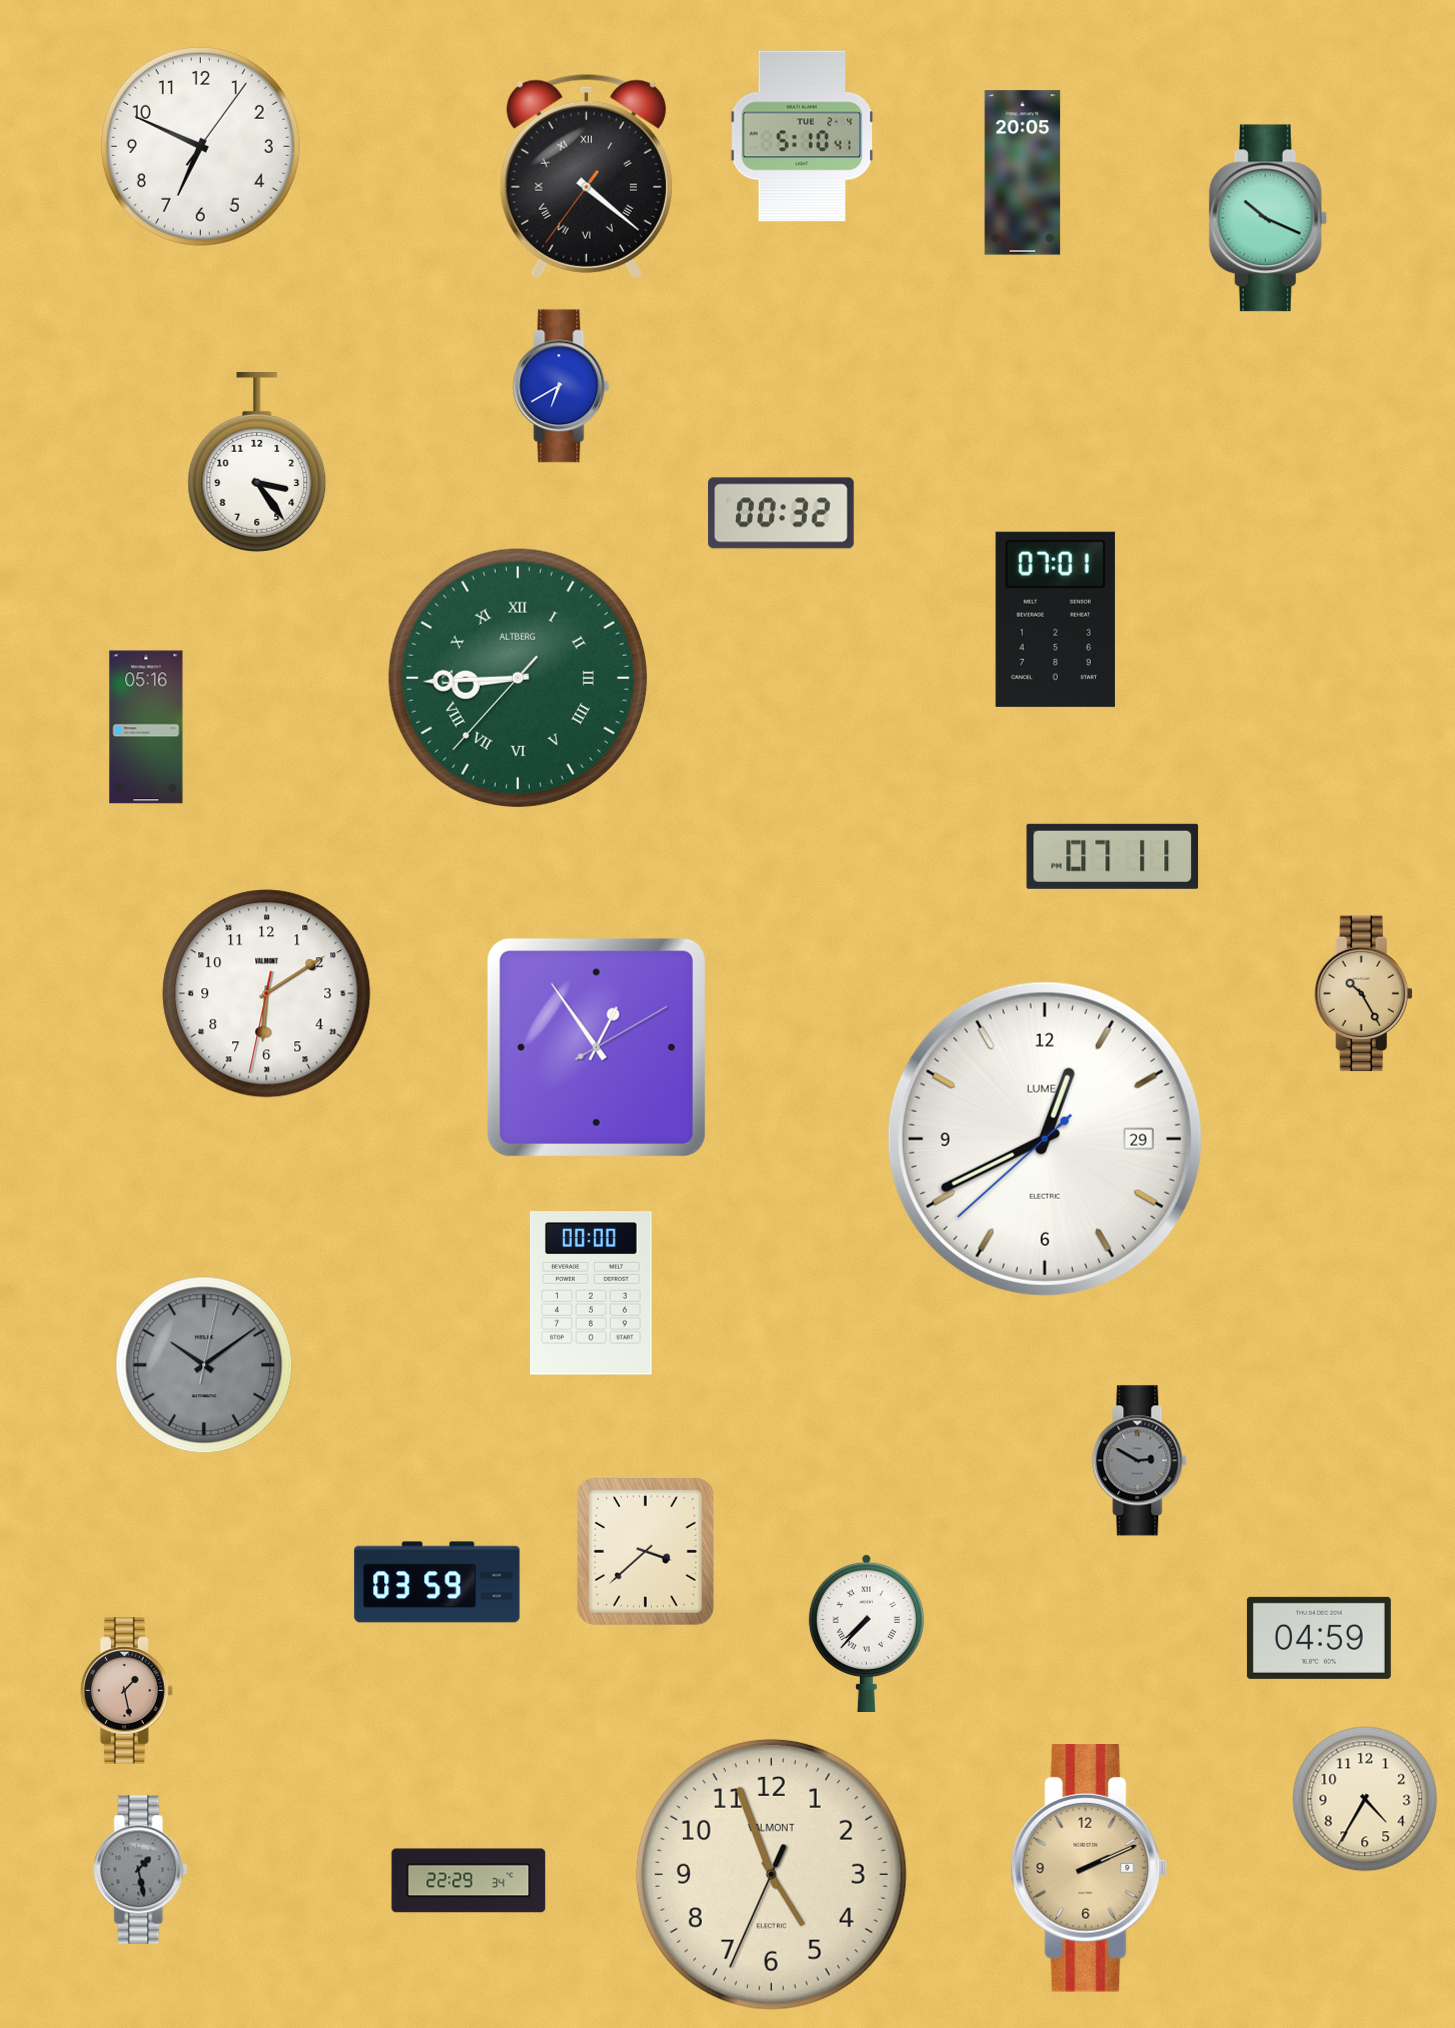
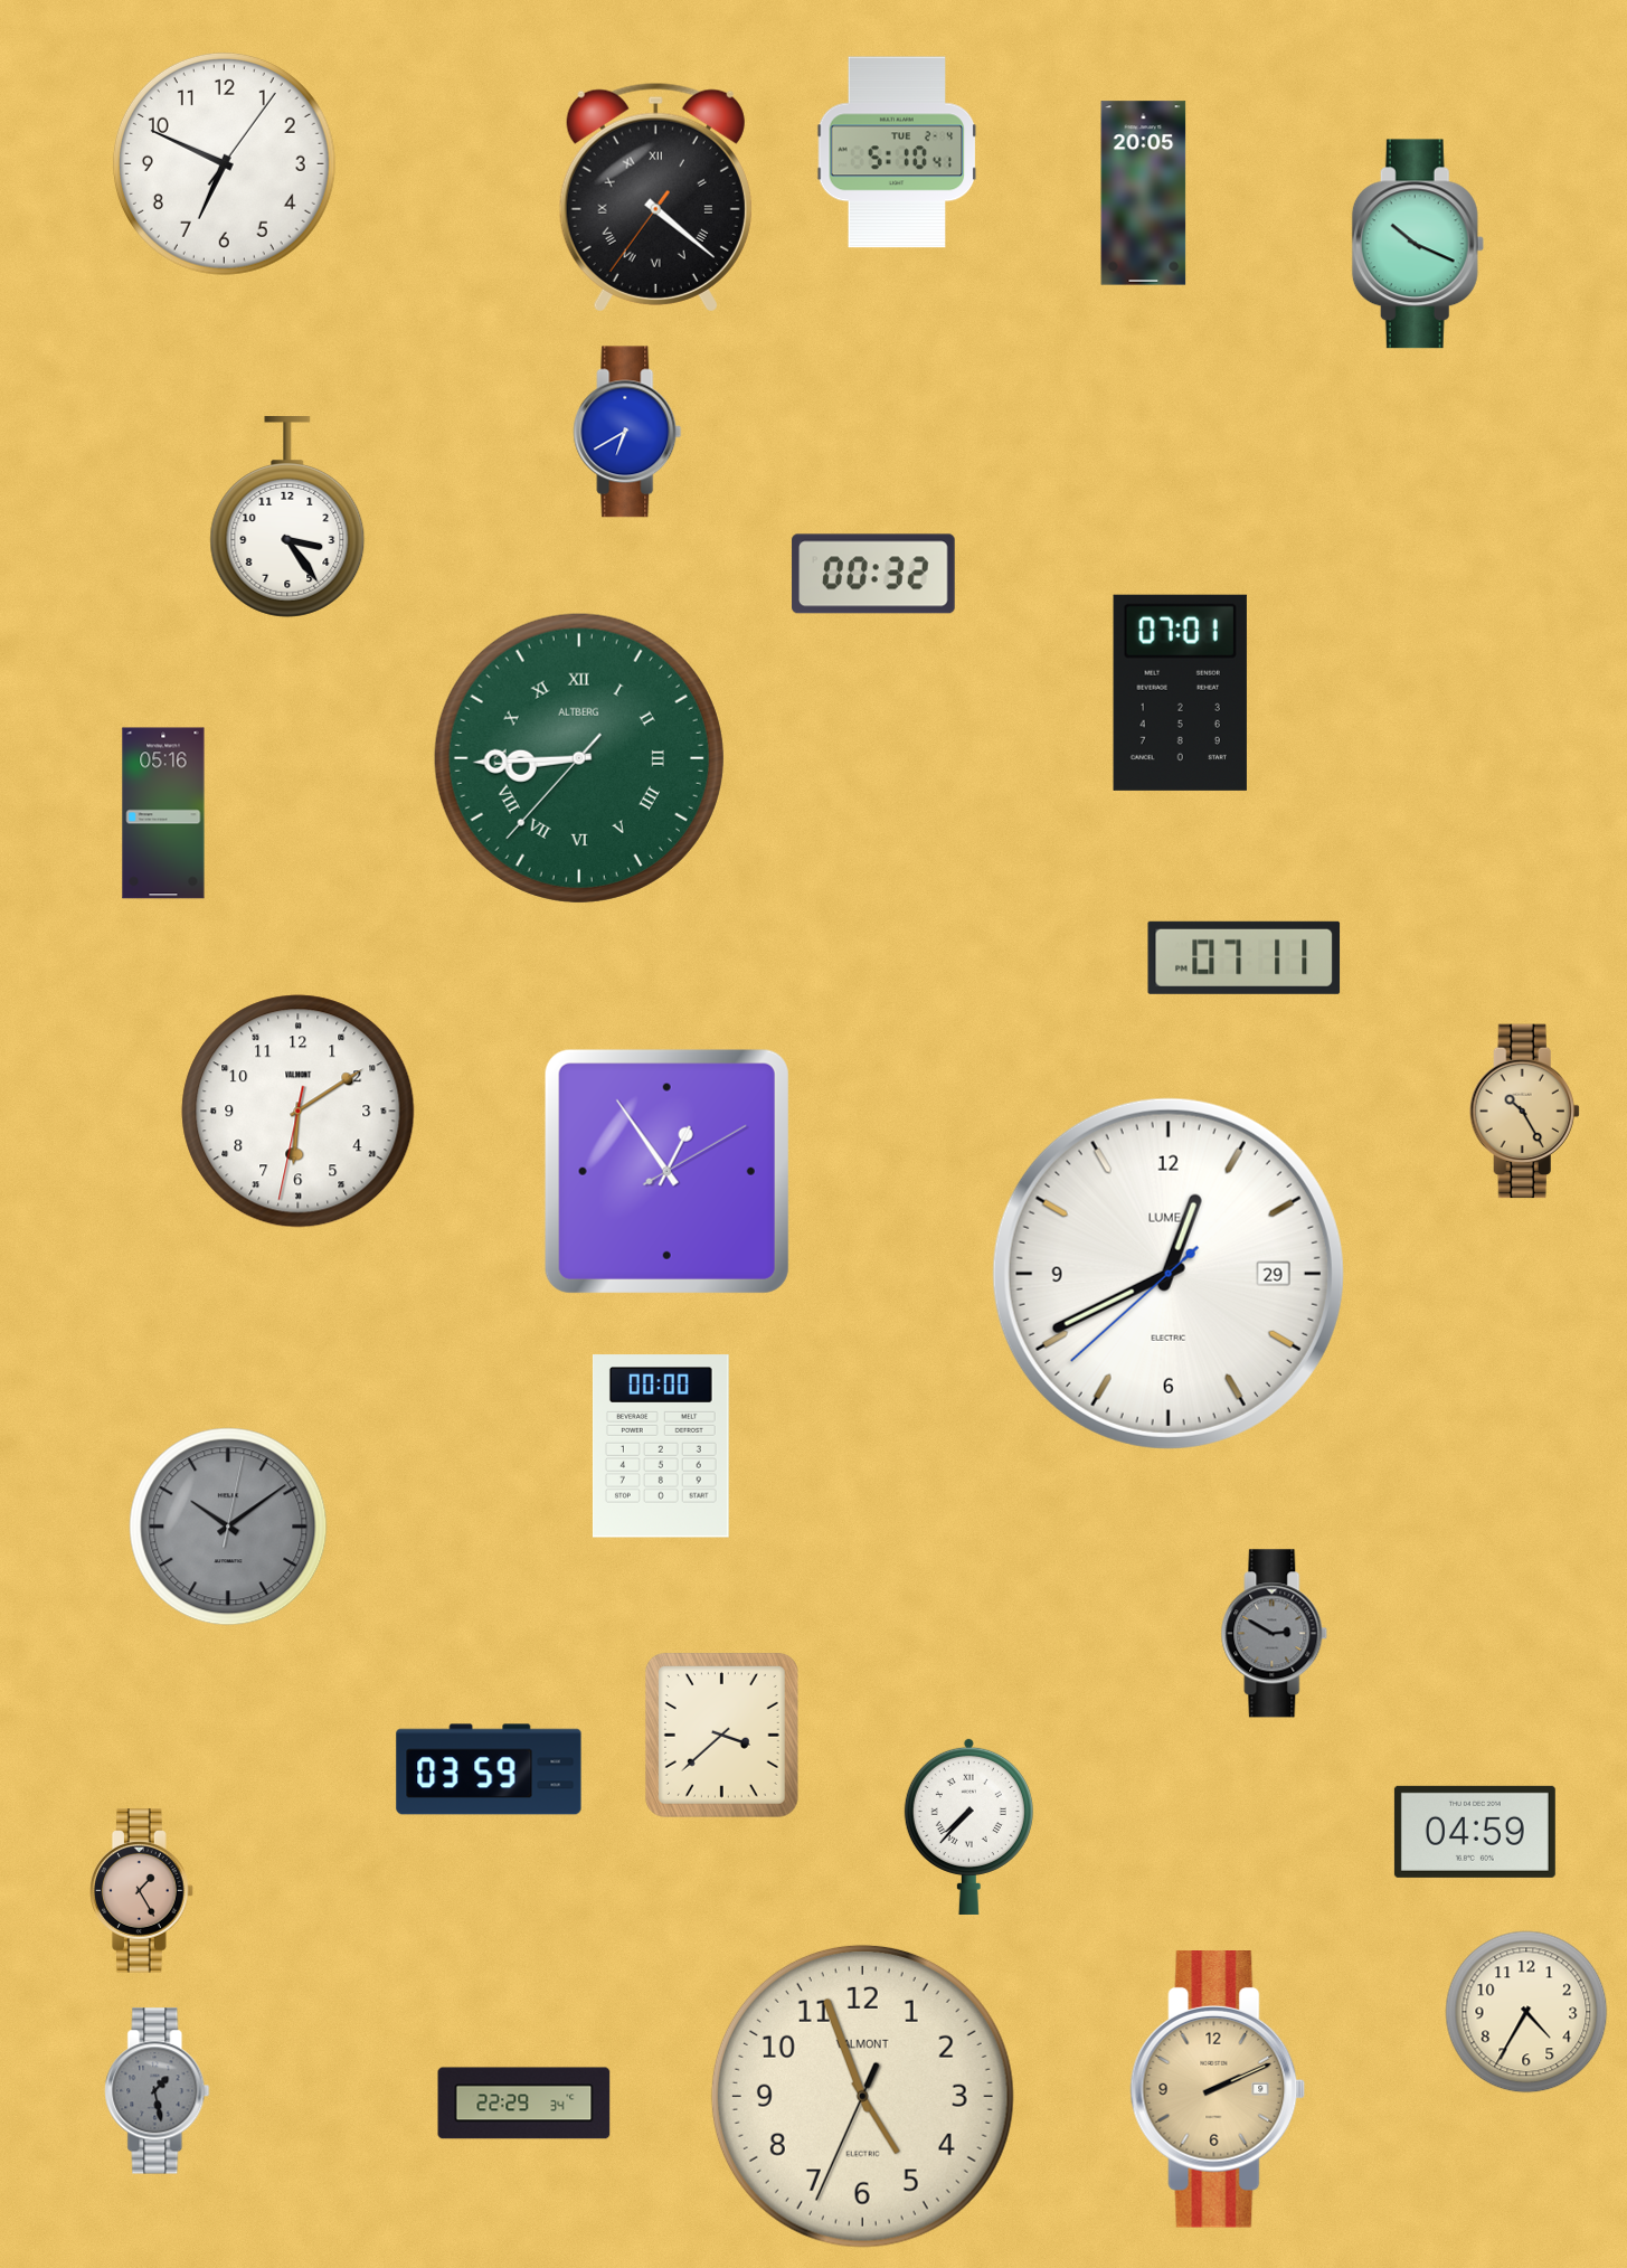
clock at (127, 1691): 1:28 -> 1:25
